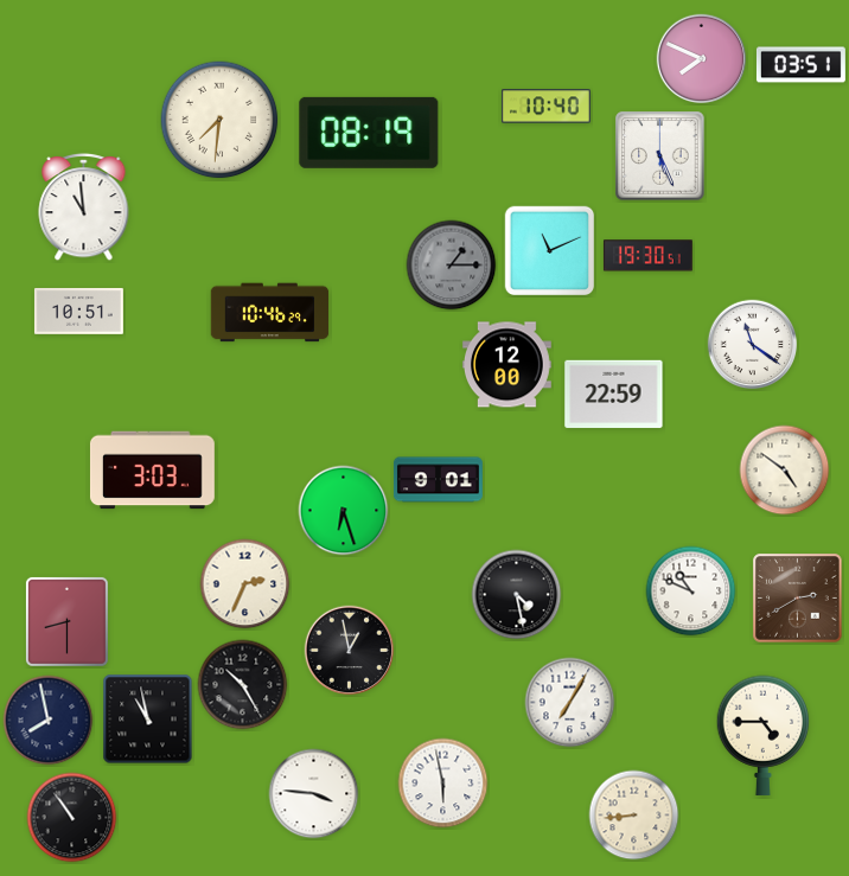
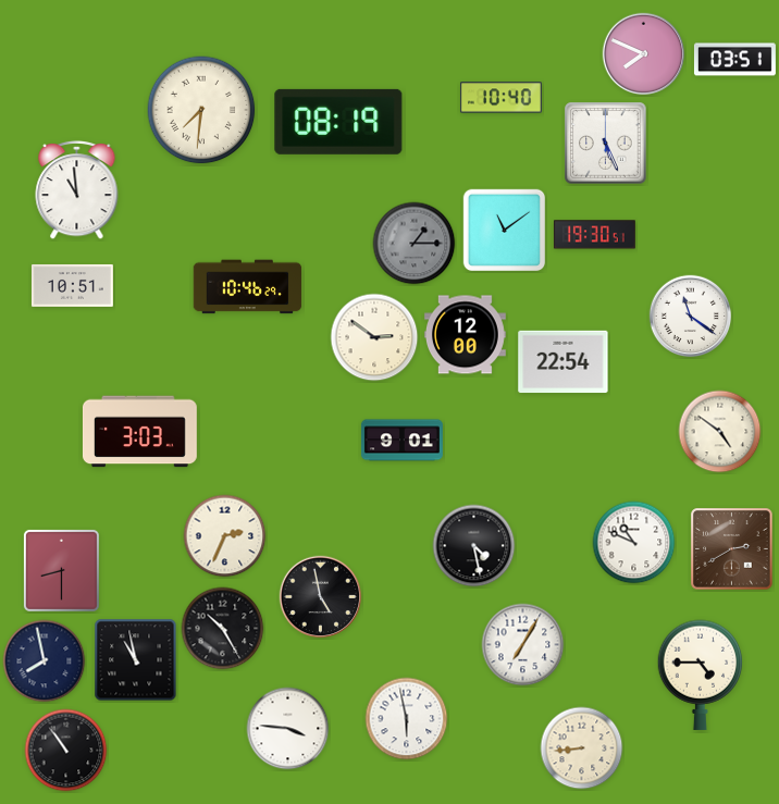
clock at (550, 251): 11:11 -> 11:09
clock at (374, 337): none -> 2:51
clock at (614, 395): 22:59 -> 22:54
clock at (344, 511): 6:27 -> none
clock at (350, 651): 12:58 -> 4:58
